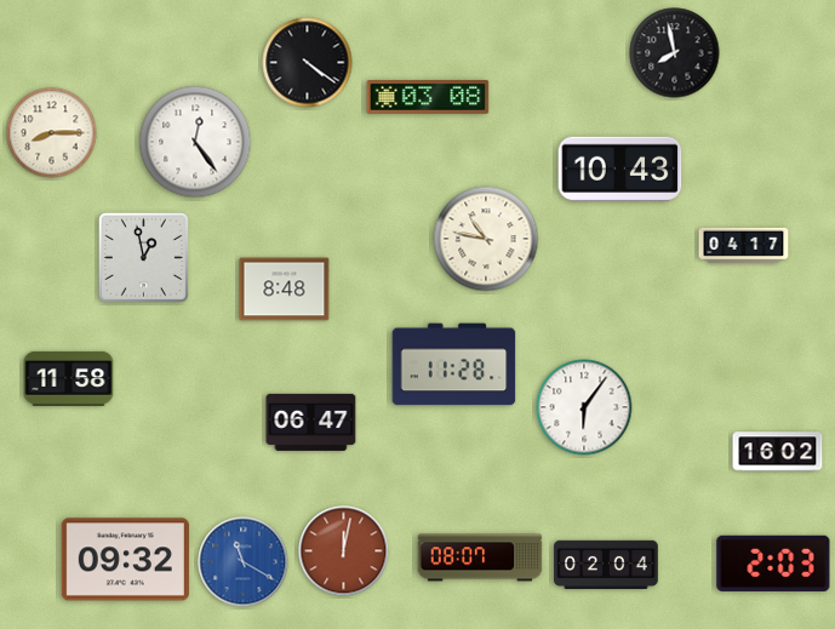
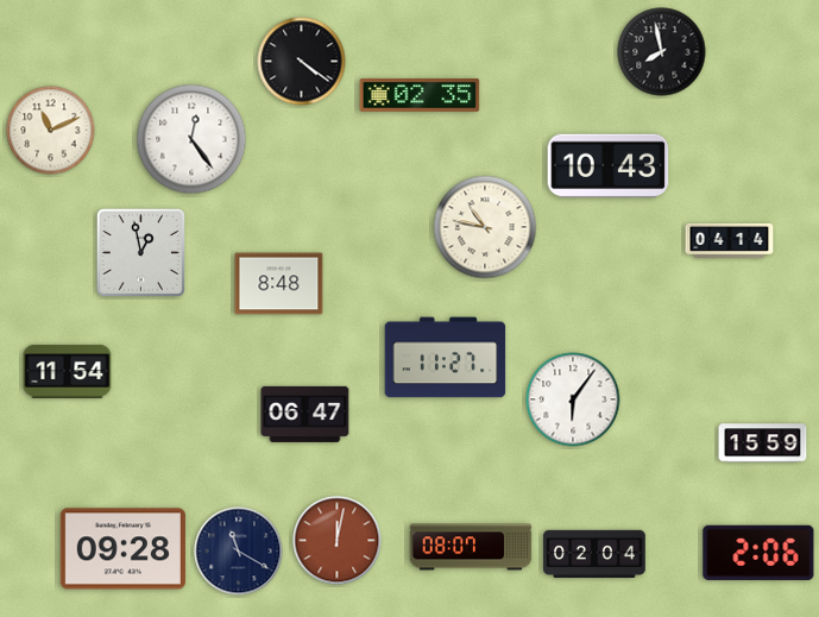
clock at (428, 98): 03:08 -> 02:35
clock at (52, 133): 8:15 -> 11:11
clock at (486, 239) position: (486, 239) -> (485, 227)
clock at (744, 245): 04:17 -> 04:14
clock at (454, 365): 11:28 -> 11:27
clock at (69, 378): 11:58 -> 11:54
clock at (778, 452): 16:02 -> 15:59
clock at (125, 560): 09:32 -> 09:28
clock at (244, 562) dial: blue -> navy
clock at (773, 564): 2:03 -> 2:06
